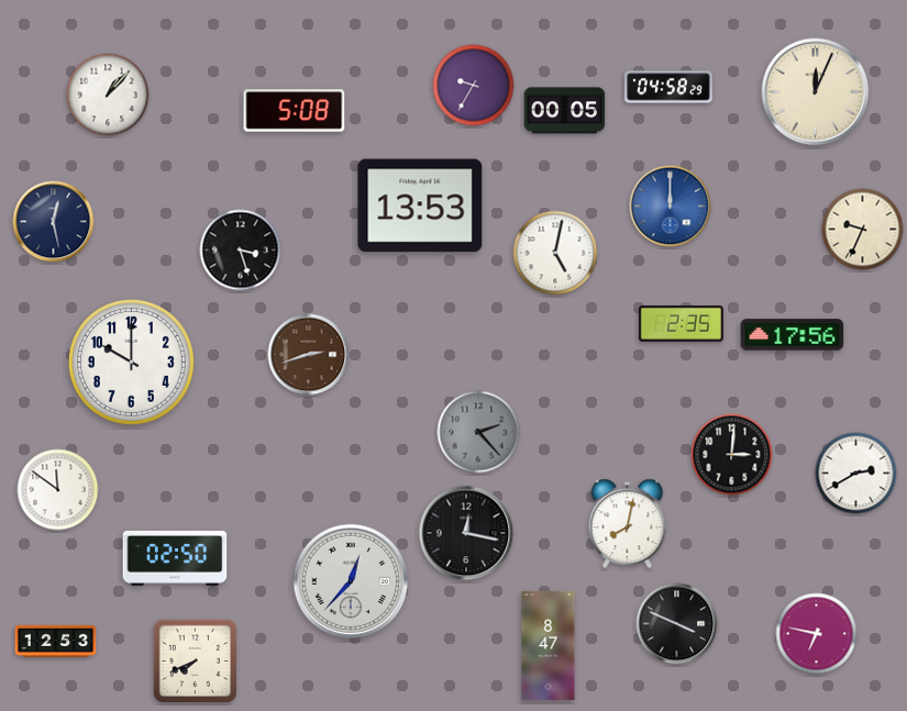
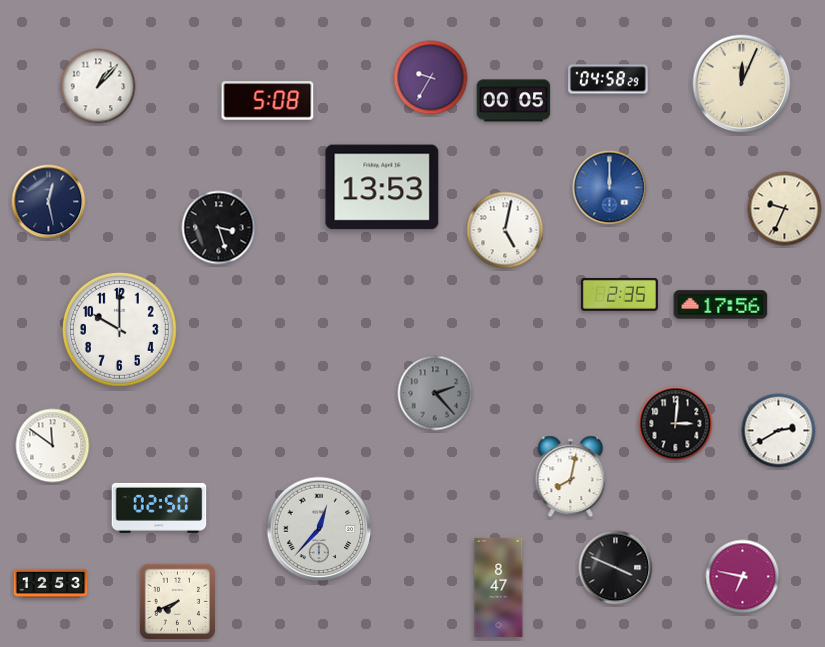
clock at (309, 355): 2:42 -> none
clock at (732, 455) position: (732, 455) -> (676, 424)
clock at (466, 533): 12:17 -> none
